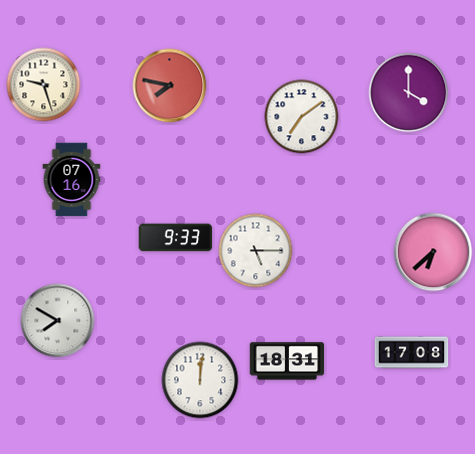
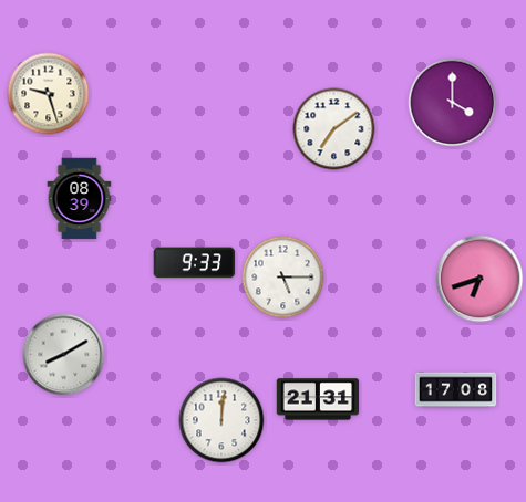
clock at (170, 86): 7:47 -> none
clock at (72, 180): 07:16 -> 08:39
clock at (433, 252): 6:38 -> 6:42
clock at (58, 321): 7:50 -> 8:10
clock at (287, 361): 18:31 -> 21:31
